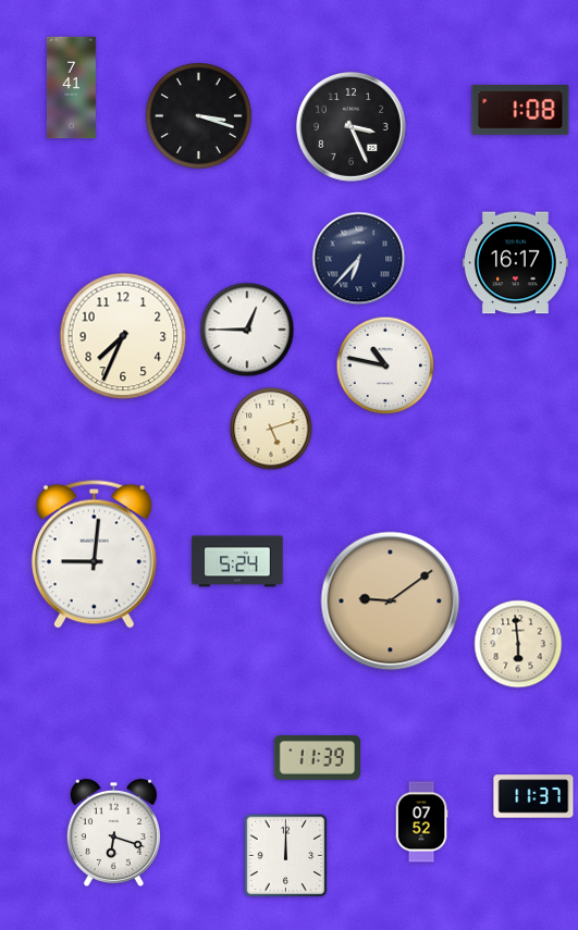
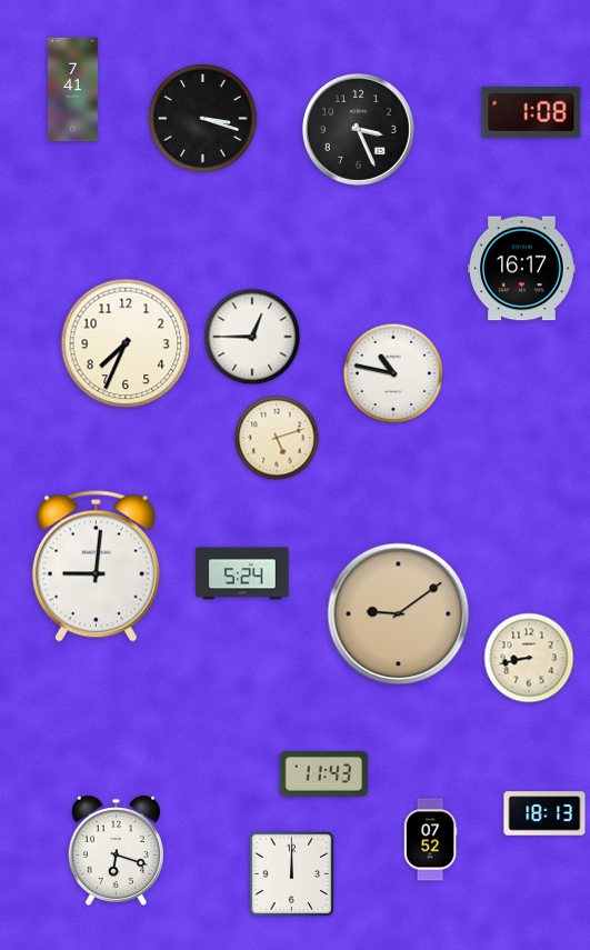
clock at (359, 259): 6:37 -> none
clock at (515, 263) position: (515, 263) -> (521, 269)
clock at (518, 644): 5:59 -> 8:43
clock at (318, 758): 11:39 -> 11:43
clock at (533, 796): 11:37 -> 18:13
